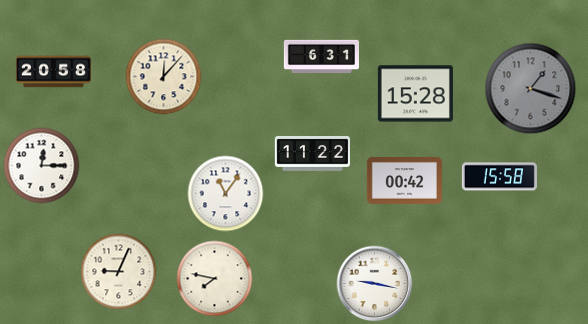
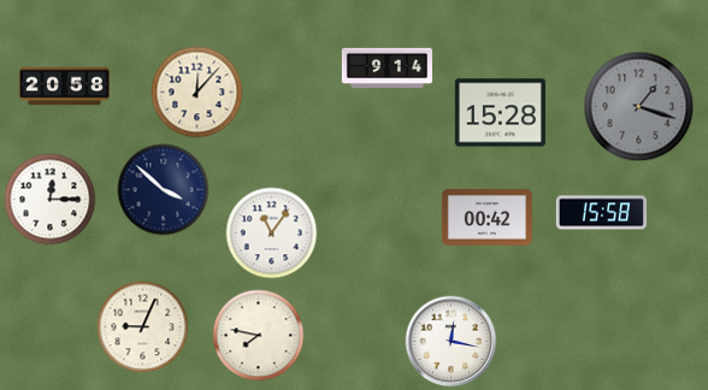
clock at (321, 56): 6:31 -> 9:14
clock at (312, 154): 11:22 -> none
clock at (164, 190): none -> 3:52
clock at (375, 284): 9:17 -> 12:17
